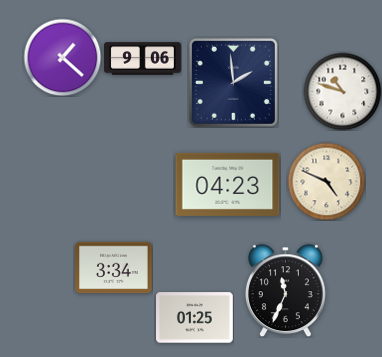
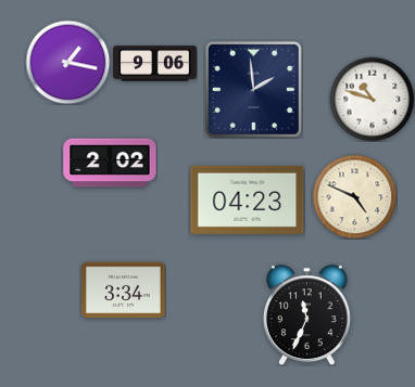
clock at (62, 57): 1:22 -> 1:17
clock at (110, 163): none -> 2:02
clock at (286, 290) position: (286, 290) -> (307, 314)
clock at (195, 318): 01:25 -> none
